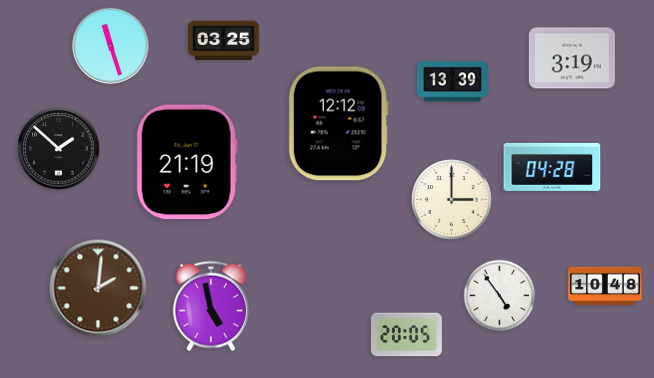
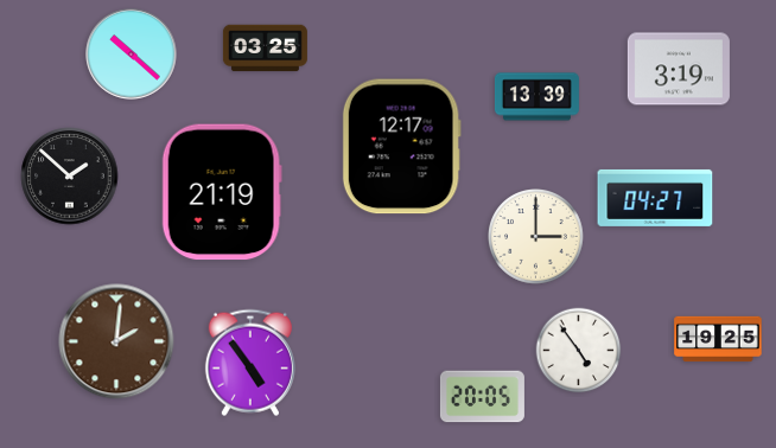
clock at (111, 46): 11:27 -> 10:22
clock at (338, 124): 12:12 -> 12:17
clock at (552, 167): 04:28 -> 04:27
clock at (605, 286): 10:48 -> 19:25
clock at (500, 296) position: (500, 296) -> (579, 351)
clock at (211, 306): 4:58 -> 4:54
